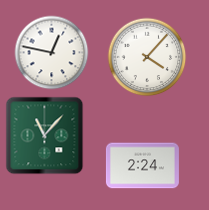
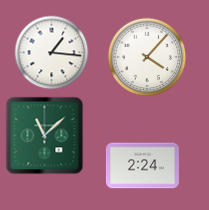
clock at (52, 53): 12:47 -> 1:16
clock at (45, 136): 11:07 -> 11:08
